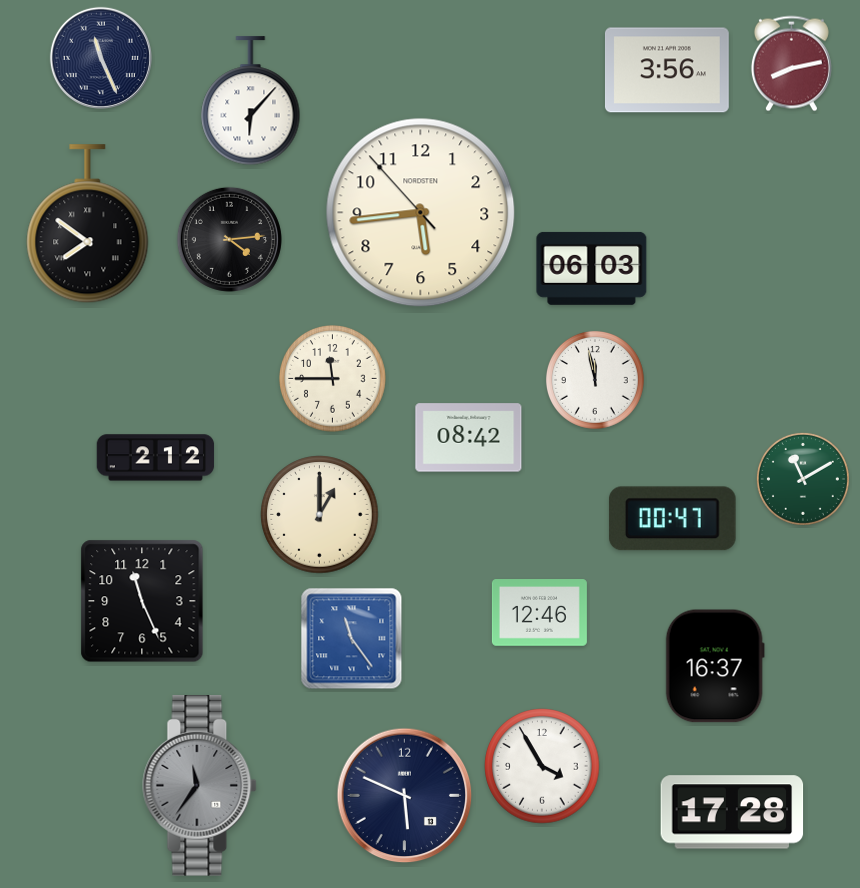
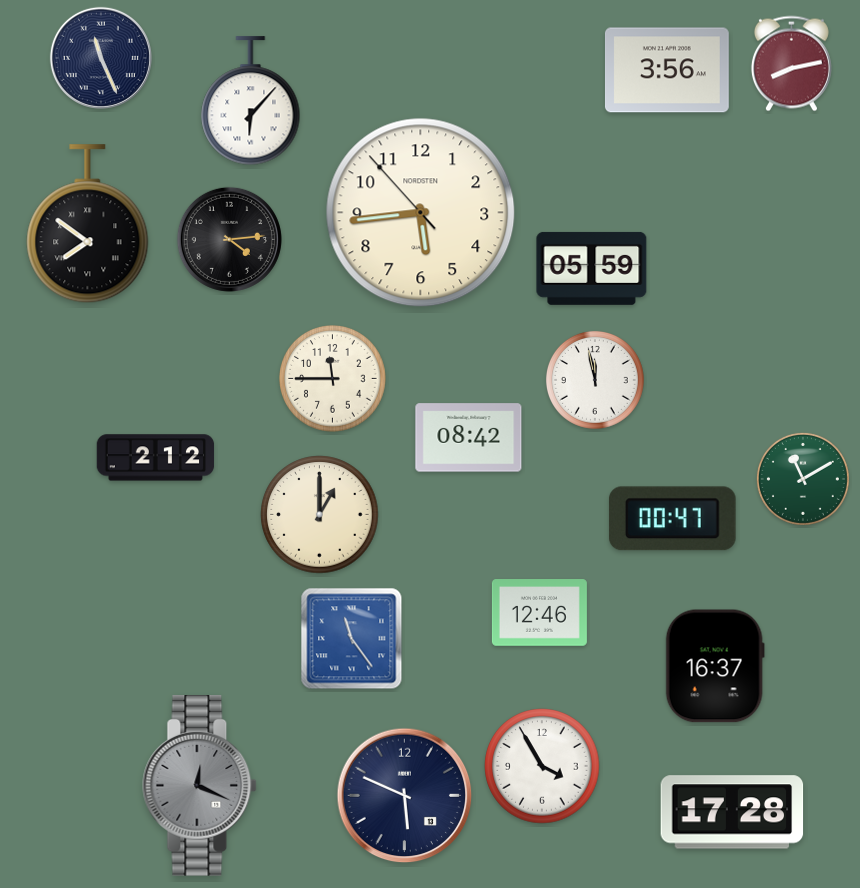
clock at (592, 268): 06:03 -> 05:59
clock at (142, 601): 11:26 -> none
clock at (200, 786): 11:36 -> 12:19
